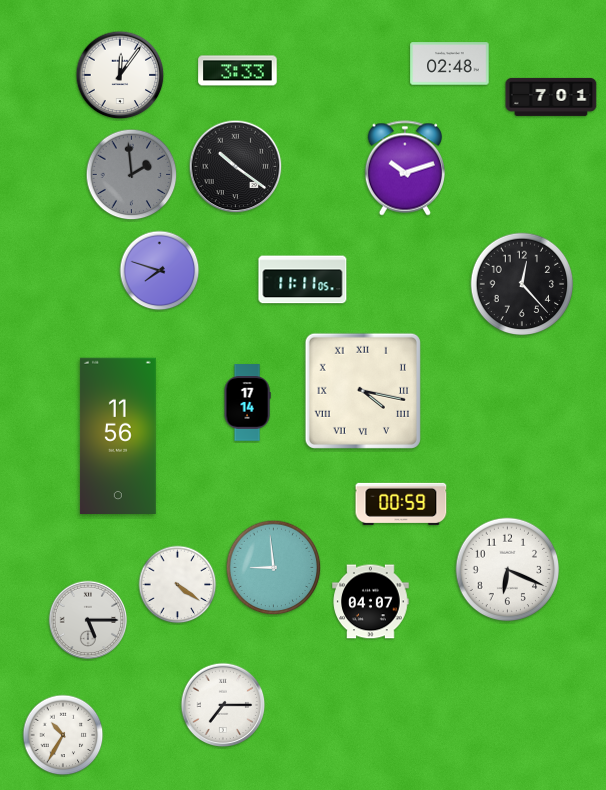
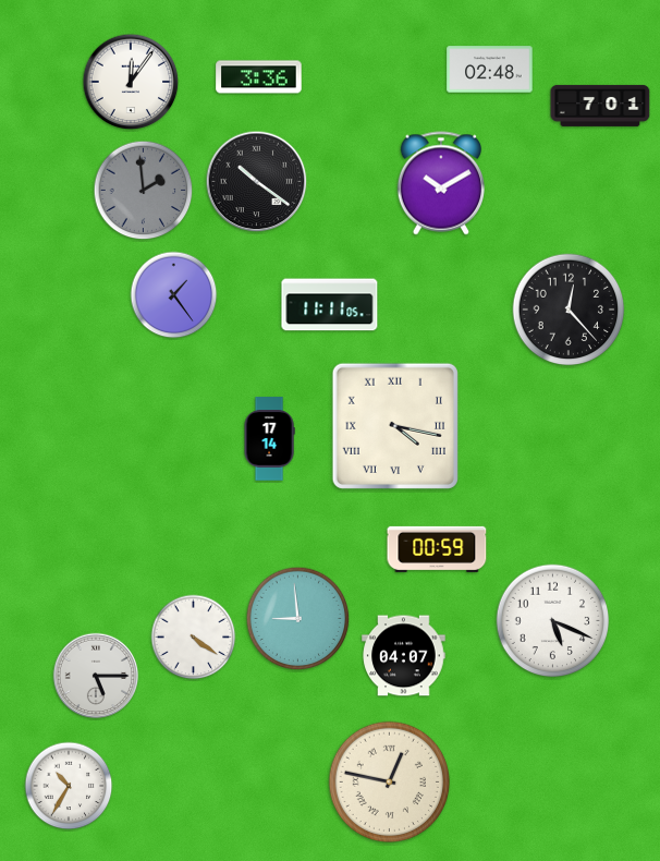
clock at (238, 71): 3:33 -> 3:36
clock at (404, 168): 10:12 -> 10:10
clock at (160, 271): 7:48 -> 1:24
clock at (118, 435): 11:56 -> none
clock at (508, 570): 6:19 -> 5:19
clock at (223, 705): 7:15 -> none
clock at (389, 781): none -> 12:47
clock at (63, 735) position: (63, 735) -> (69, 786)
